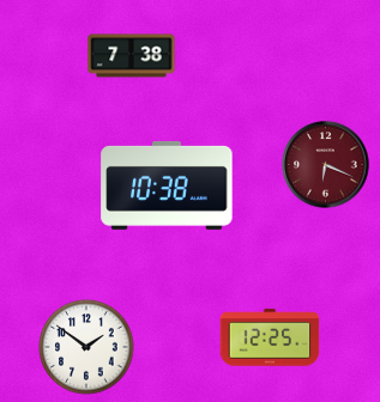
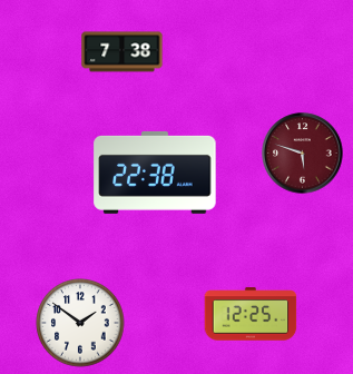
clock at (326, 165): 6:19 -> 5:48
clock at (167, 185): 10:38 -> 22:38
